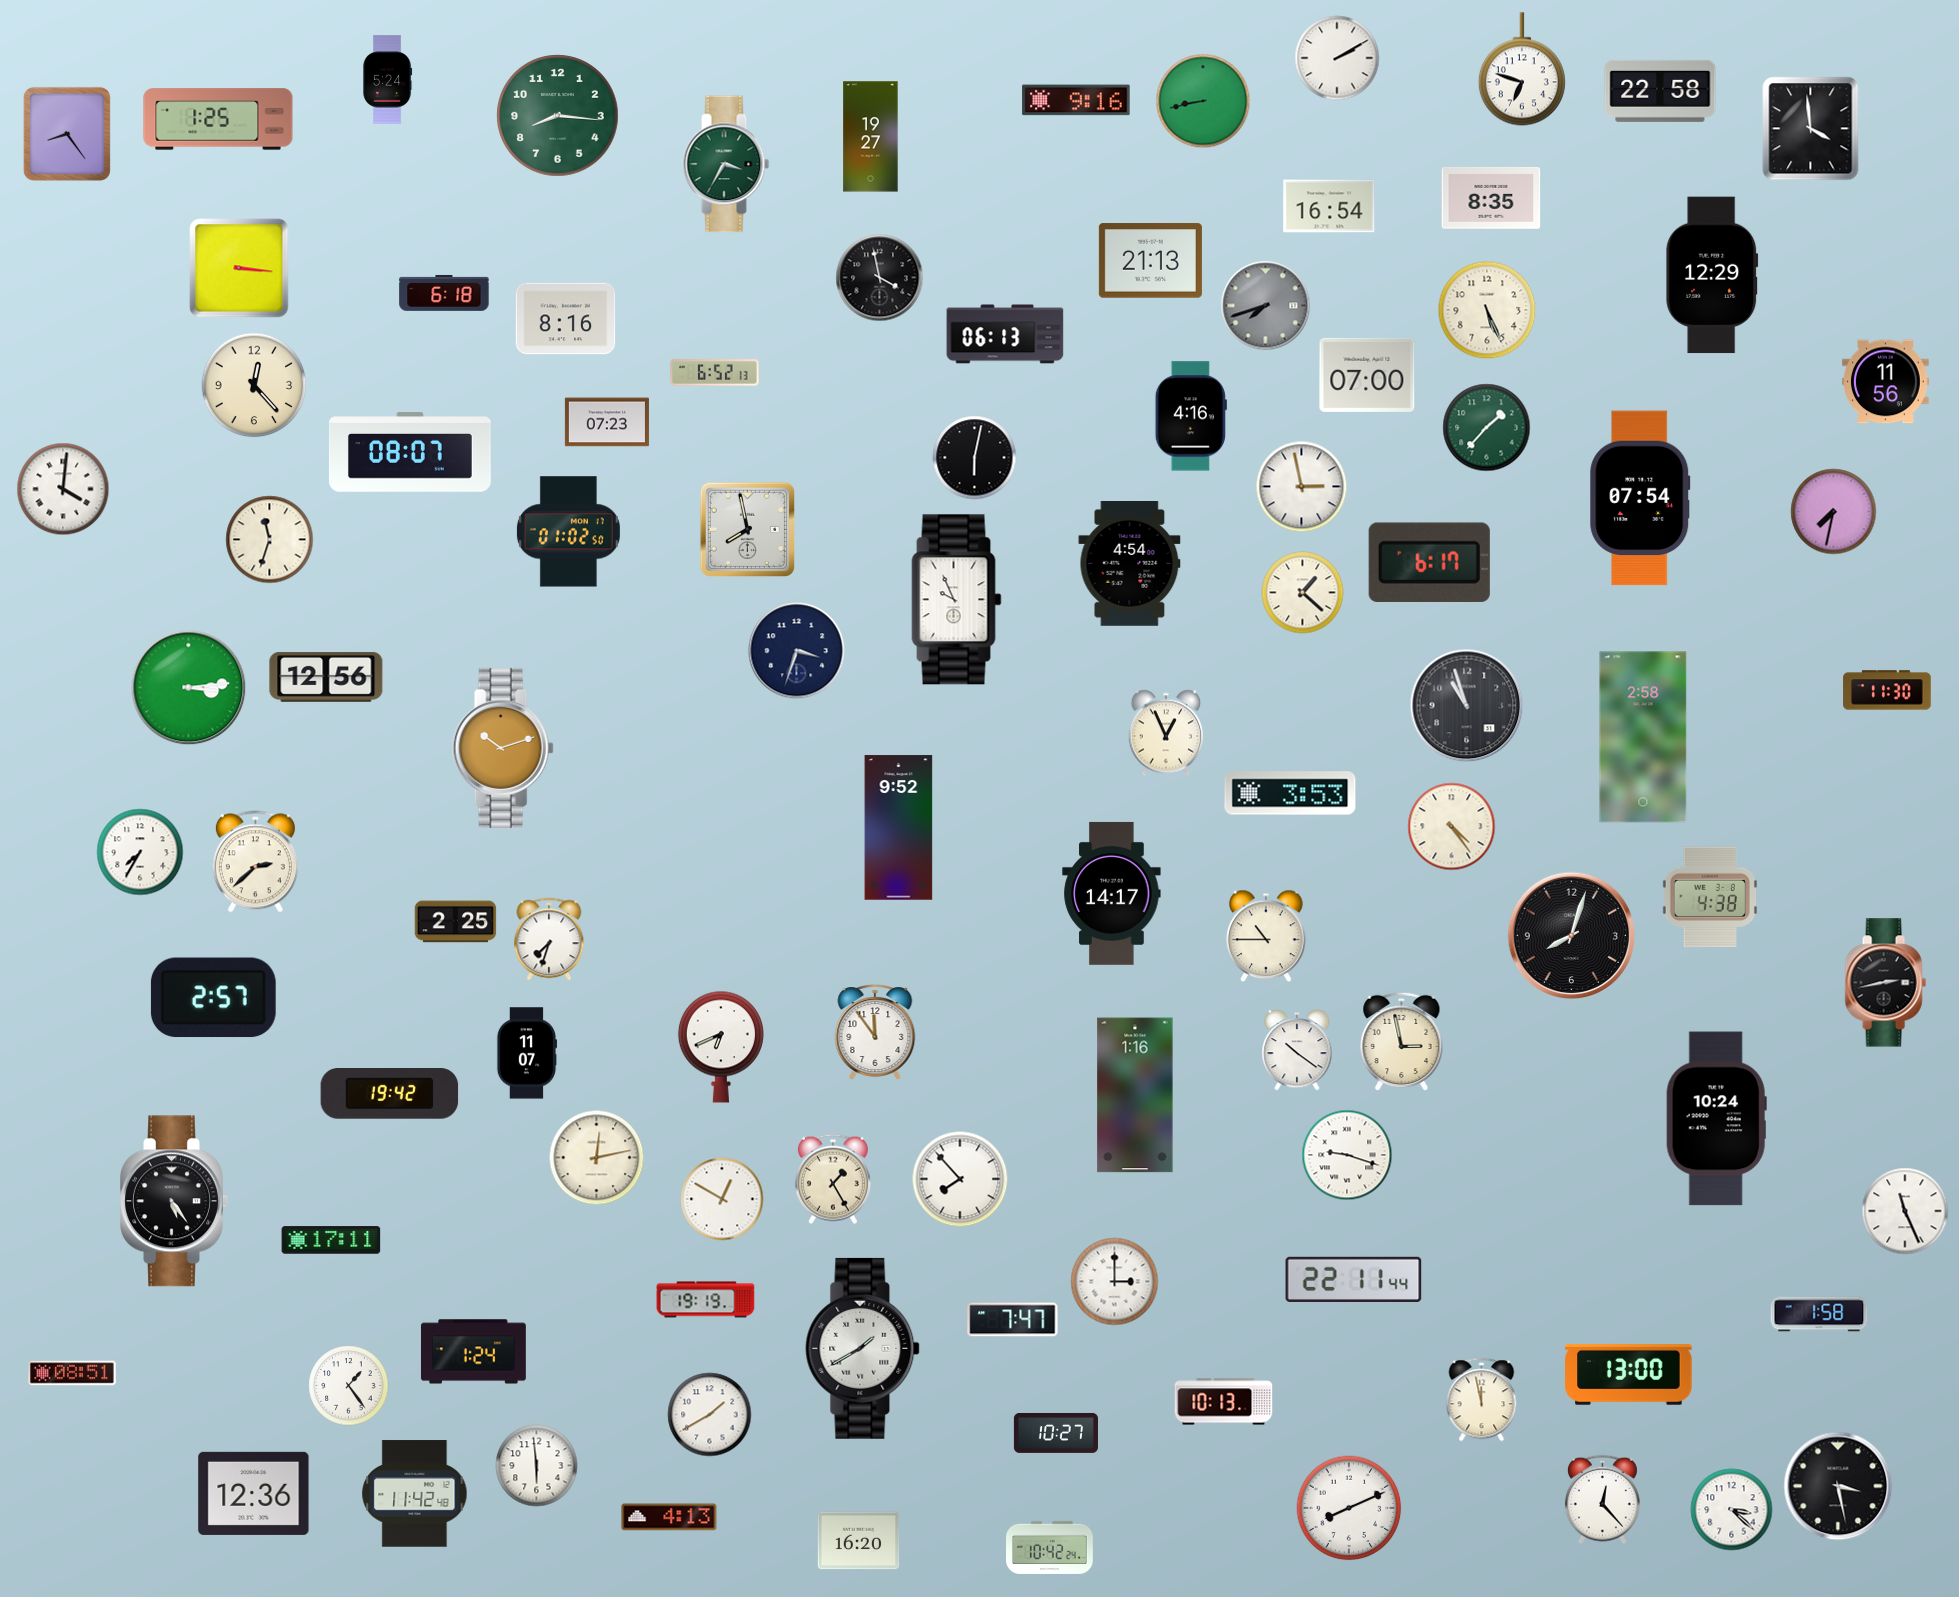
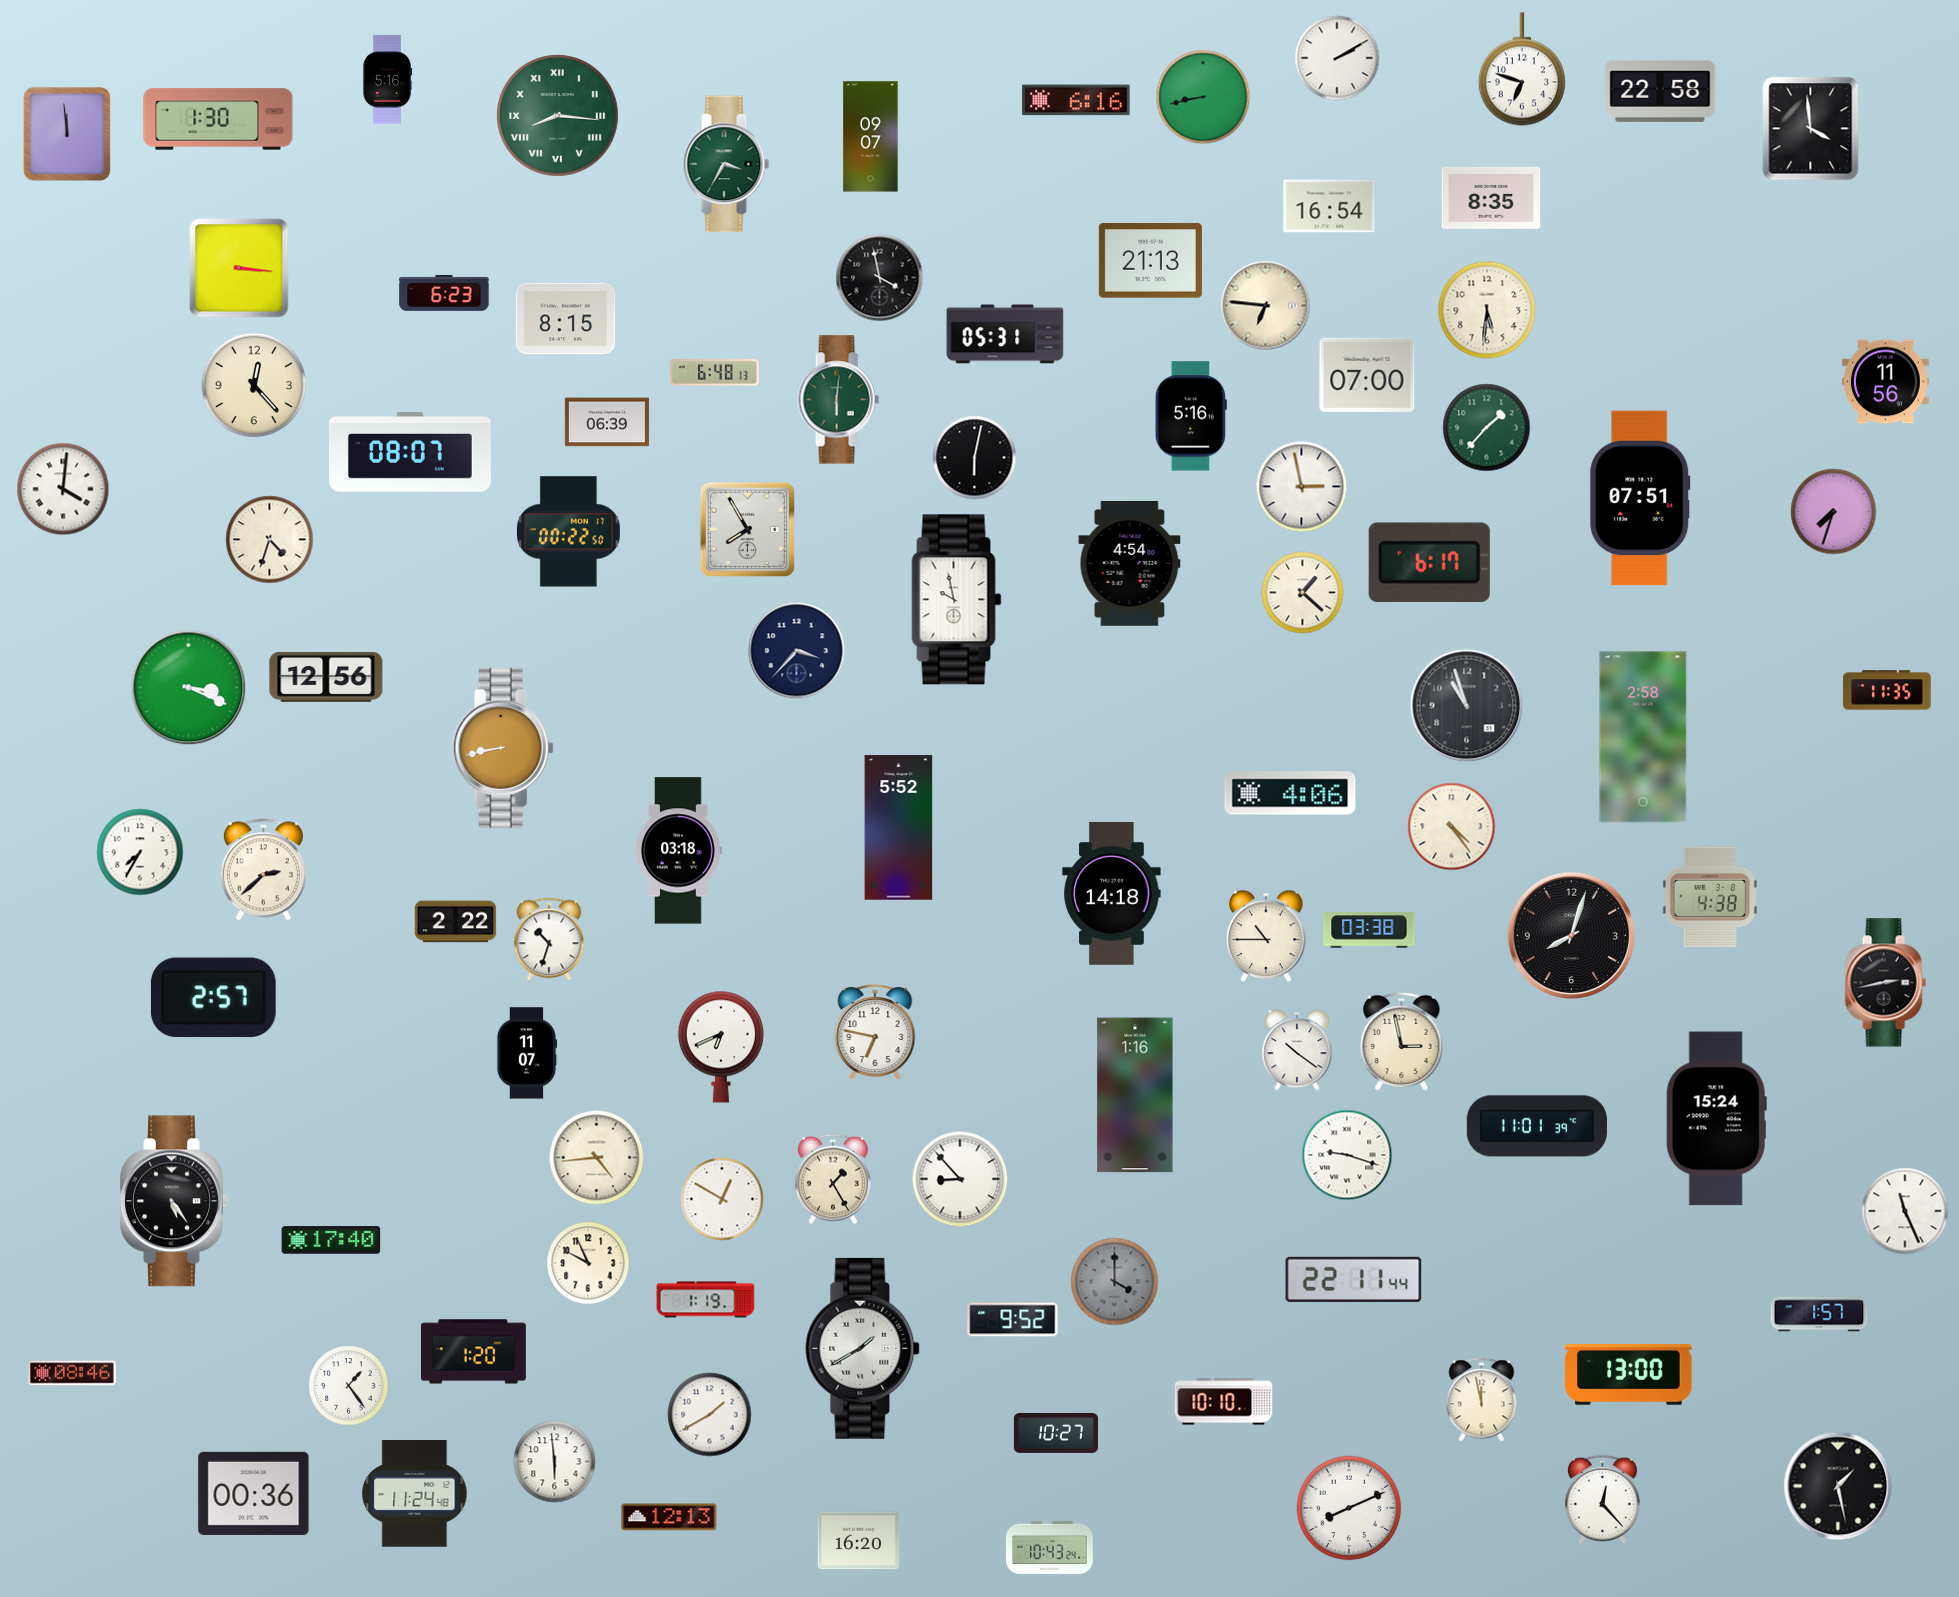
clock at (388, 80): 5:24 -> 5:16
clock at (1076, 100): 9:16 -> 6:16
clock at (1203, 101) position: (1203, 101) -> (1203, 97)
clock at (558, 116) numerals: Arabic -> Roman
clock at (218, 119): 1:25 -> 1:30
clock at (67, 134): 8:24 -> 11:59
clock at (871, 137): 19:27 -> 09:07
clock at (1712, 275): 12:29 -> none
clock at (444, 293): 6:18 -> 6:23
clock at (1266, 306): 7:42 -> 6:46
clock at (1266, 306) dial: grey -> cream
clock at (1487, 310): 5:26 -> 5:31
clock at (566, 319): 8:16 -> 8:15
clock at (1005, 334): 06:13 -> 05:31
clock at (715, 373): 6:52 -> 6:48
clock at (838, 400): none -> 6:01
clock at (1191, 416): 4:16 -> 5:16
clock at (607, 422): 07:23 -> 06:39
clock at (1640, 498): 07:54 -> 07:51
clock at (1834, 512): 7:32 -> 7:33
clock at (747, 529): 7:58 -> 7:55
clock at (568, 532): 01:02 -> 00:22
clock at (270, 540): 11:33 -> 4:33
clock at (957, 600): 9:56 -> 9:58
clock at (797, 651): 3:33 -> 3:37
clock at (189, 688): 3:14 -> 3:19
clock at (1887, 690): 11:30 -> 11:35
clock at (1166, 733): 12:56 -> none
clock at (503, 748): 10:12 -> 8:43
clock at (1290, 793): 3:53 -> 4:06
clock at (899, 828): 9:52 -> 5:52
clock at (679, 851): none -> 03:18
clock at (255, 862) position: (255, 862) -> (263, 870)
clock at (1112, 893): 14:17 -> 14:18
clock at (456, 922): 2:25 -> 2:22
clock at (1369, 930): none -> 03:38
clock at (549, 939): 7:33 -> 10:33
clock at (875, 1032): 11:54 -> 6:47
clock at (390, 1094): 19:42 -> none
clock at (1716, 1119): 10:24 -> 15:24
clock at (1537, 1126): none -> 11:01
clock at (597, 1158): 12:13 -> 4:44
clock at (960, 1179): 7:53 -> 8:53
clock at (331, 1240): 17:11 -> 17:40
clock at (588, 1263): none -> 9:56
clock at (1115, 1282): 3:00 -> 4:00
clock at (1115, 1282) dial: white -> grey
clock at (706, 1300): 19:19 -> 1:19
clock at (1819, 1314): 1:58 -> 1:57
clock at (1013, 1320): 7:47 -> 9:52
clock at (473, 1352): 1:24 -> 1:20
clock at (72, 1373): 08:51 -> 08:46
clock at (1224, 1402): 10:13 -> 10:10
clock at (537, 1466) position: (537, 1466) -> (555, 1462)
clock at (1838, 1486): 3:28 -> 1:28
clock at (254, 1493): 12:36 -> 00:36
clock at (415, 1494): 11:42 -> 11:24
clock at (1732, 1510): 3:22 -> none
clock at (669, 1517): 4:13 -> 12:13
clock at (1050, 1547): 10:42 -> 10:43
